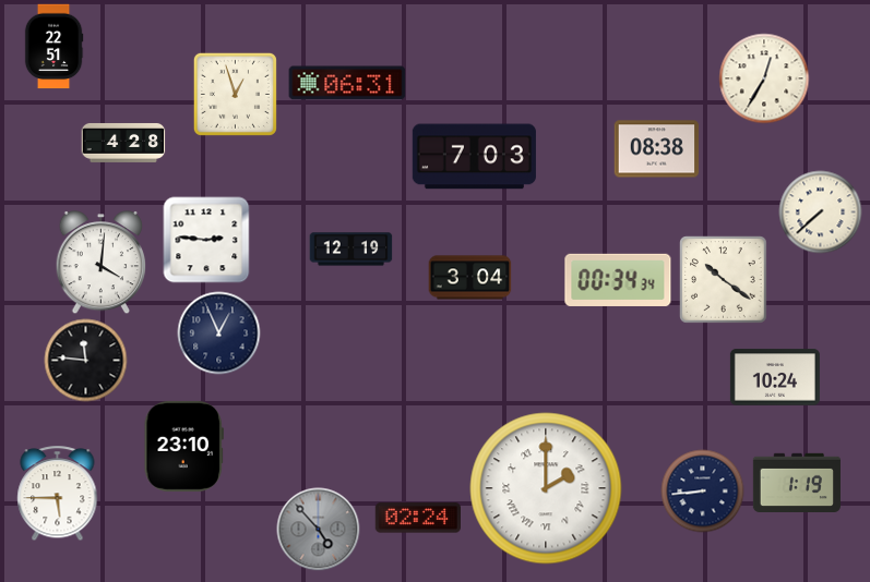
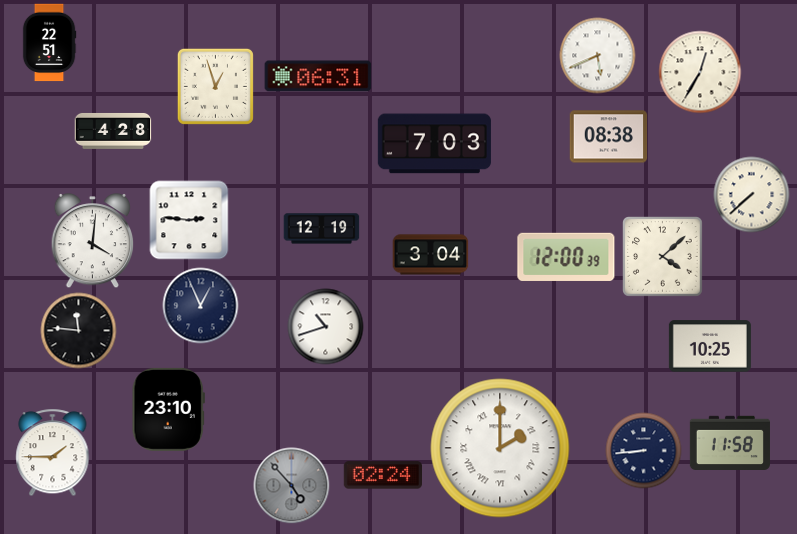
clock at (598, 56): none -> 5:41
clock at (657, 149) position: (657, 149) -> (609, 137)
clock at (618, 280): 00:34 -> 12:00
clock at (724, 280): 10:21 -> 4:08
clock at (326, 327): none -> 10:42
clock at (775, 377): 10:24 -> 10:25
clock at (797, 483): 1:19 -> 11:58
clock at (58, 494): 5:45 -> 1:45
